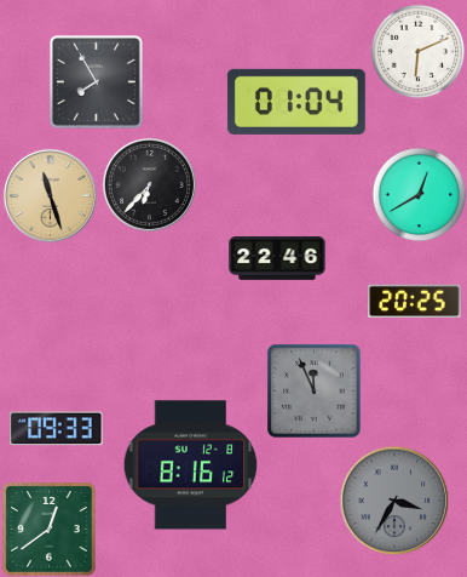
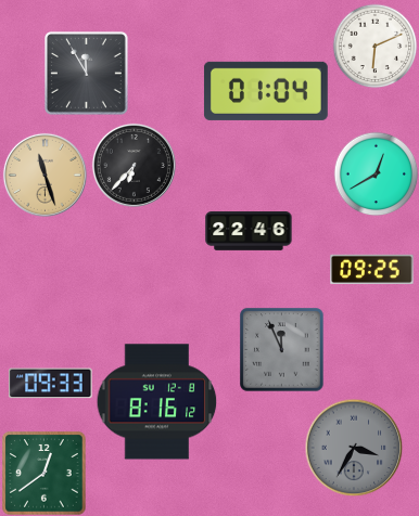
clock at (97, 82): 7:55 -> 11:55
clock at (415, 302): 20:25 -> 09:25
clock at (191, 465) position: (191, 465) -> (157, 402)
